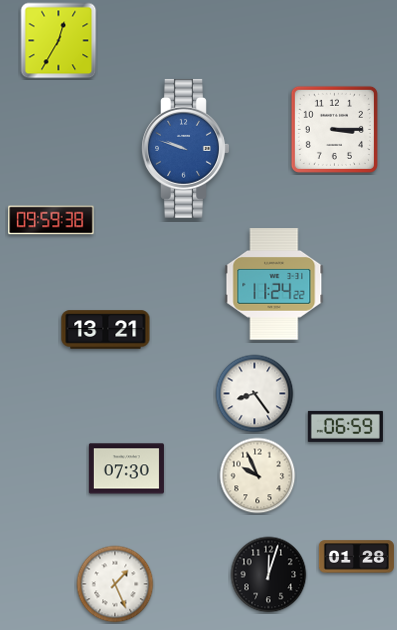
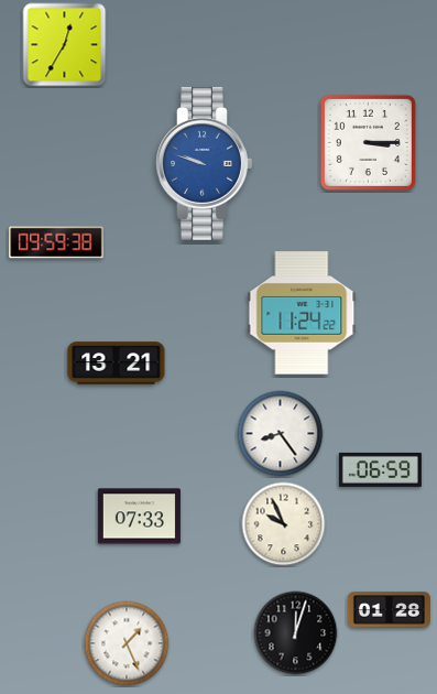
clock at (126, 469): 07:30 -> 07:33
clock at (356, 557) position: (356, 557) -> (389, 610)
